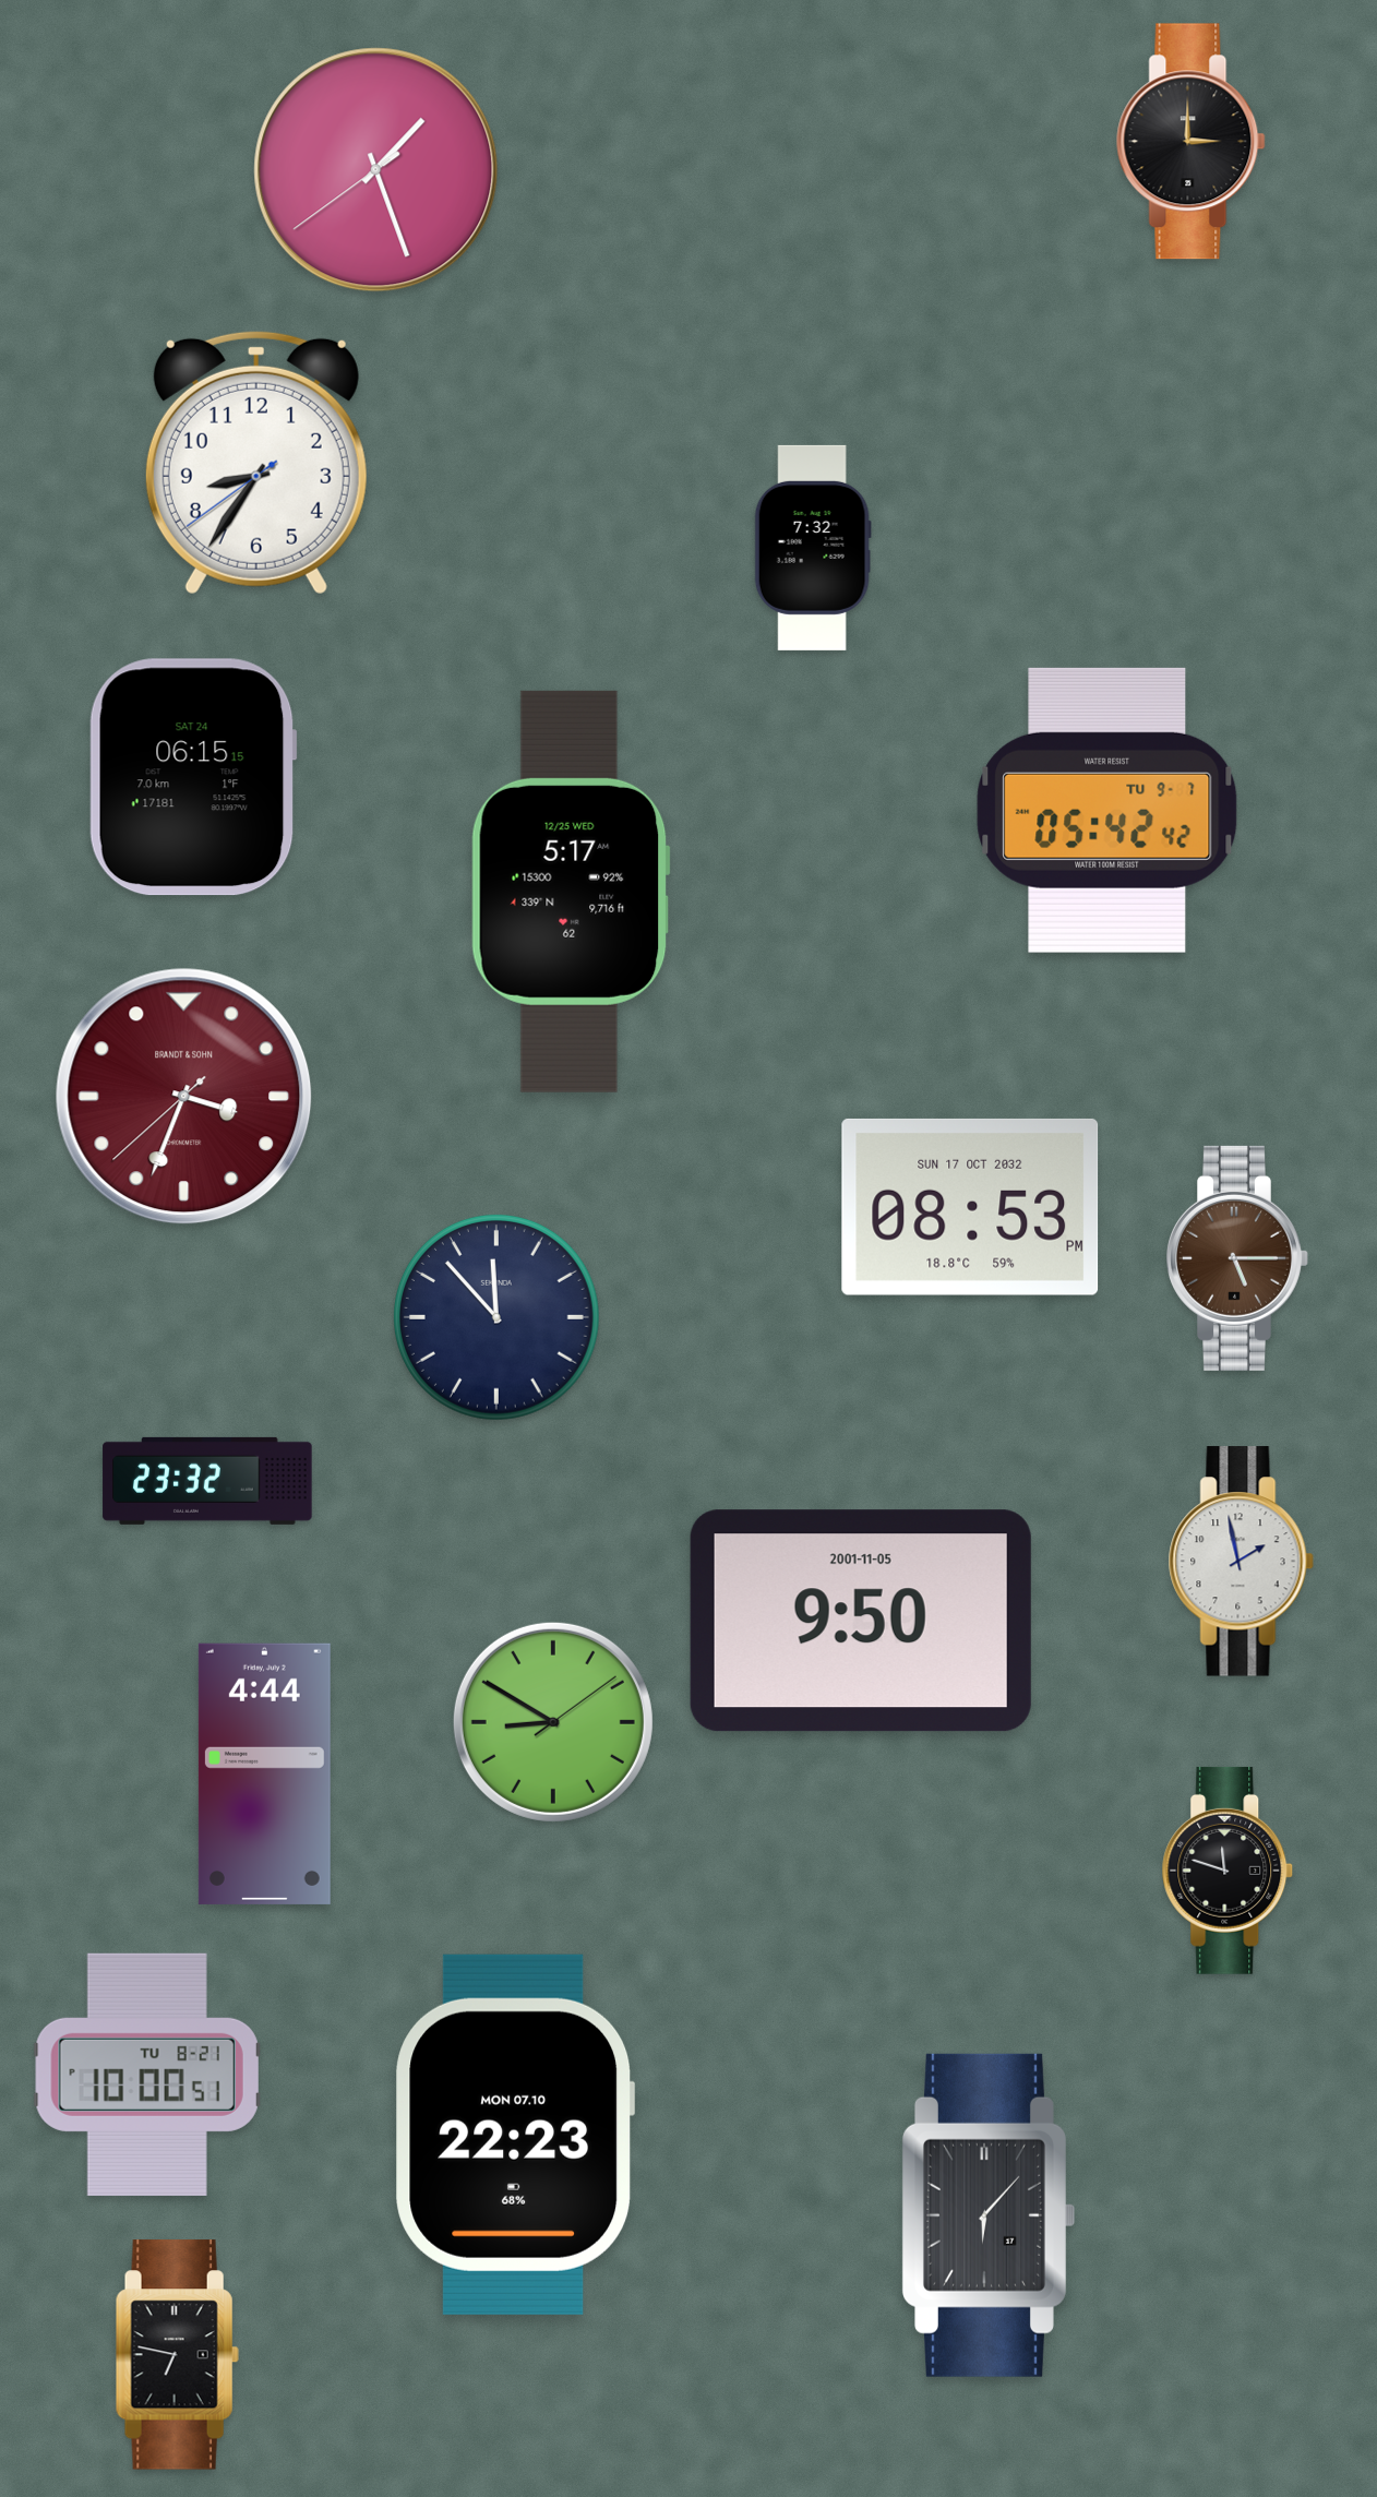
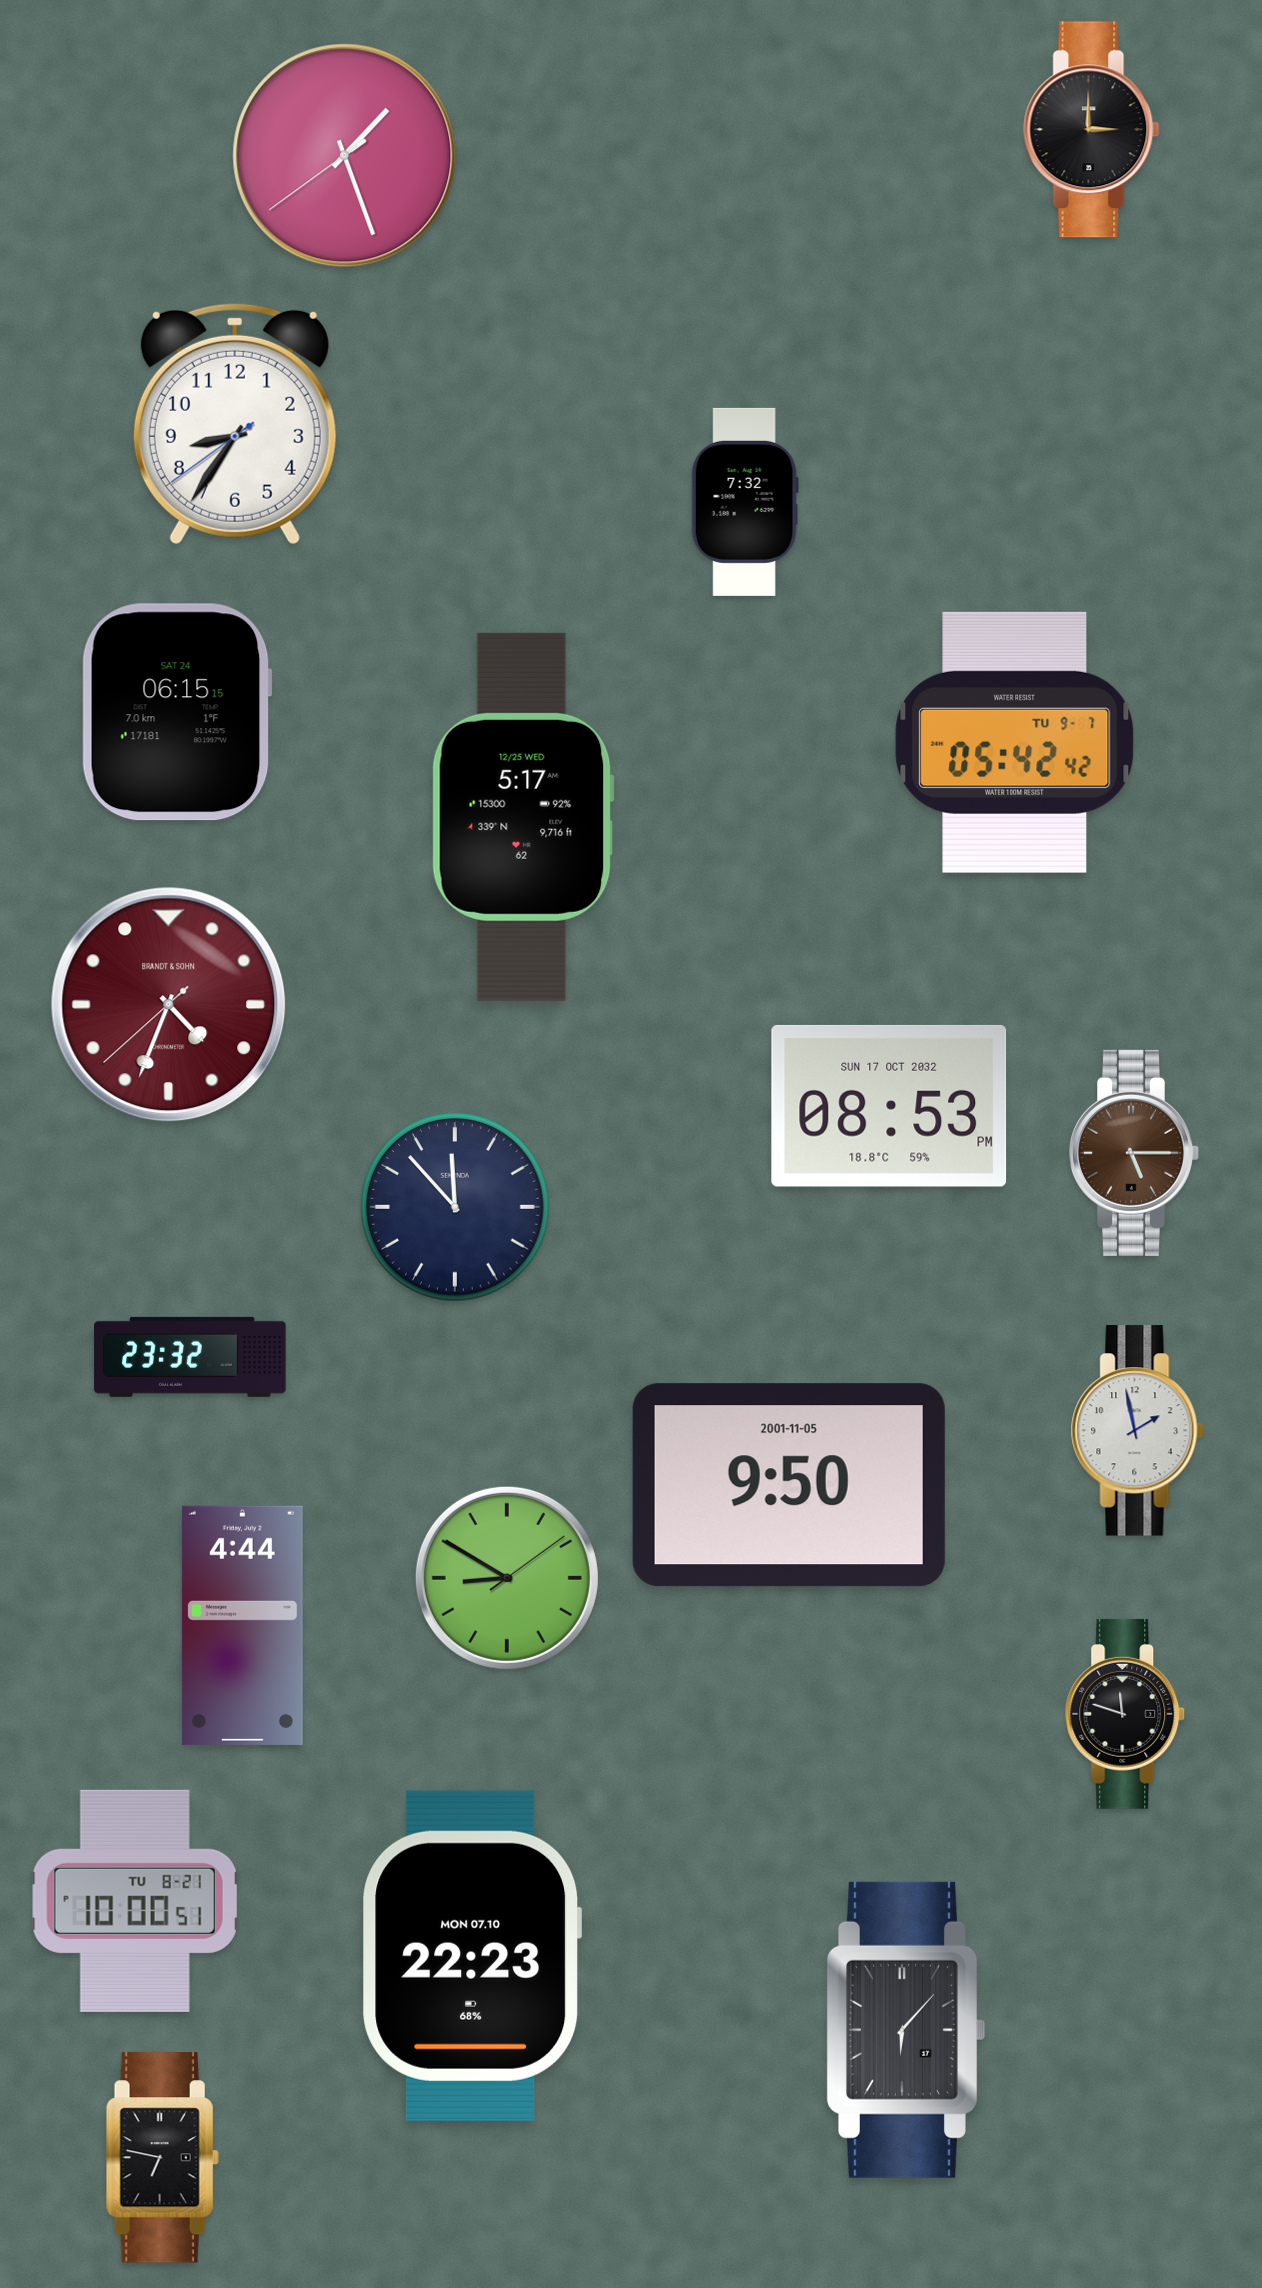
clock at (184, 1097): 3:33 -> 4:33
